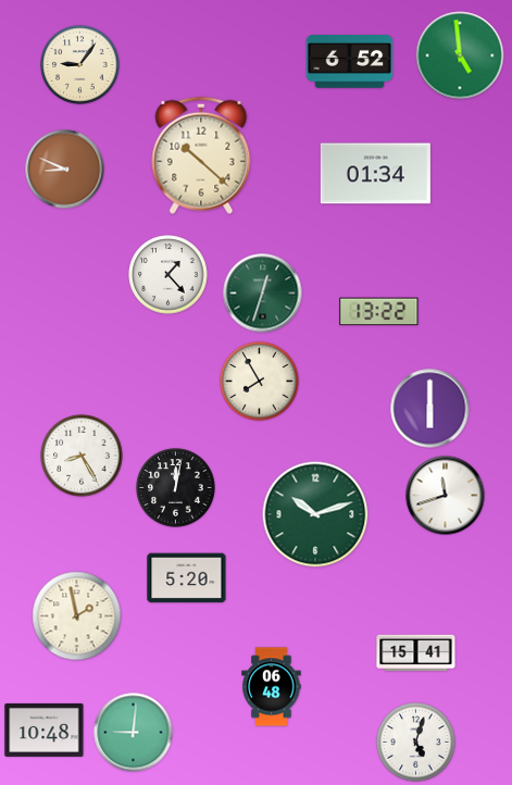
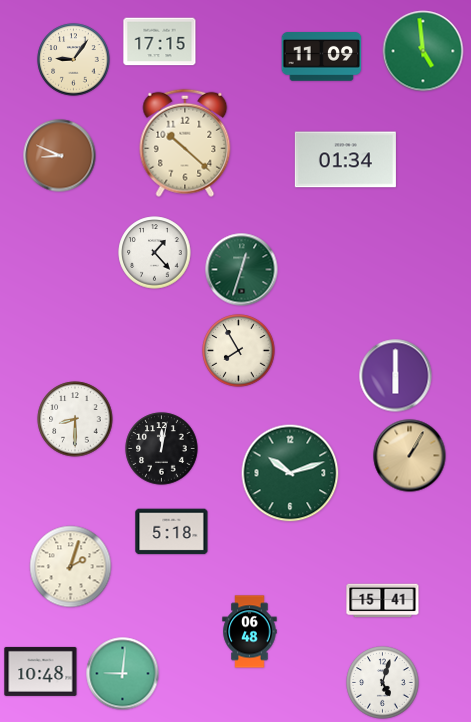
clock at (160, 42): none -> 17:15
clock at (350, 62): 6:52 -> 11:09
clock at (379, 312): 13:22 -> none
clock at (82, 456): 8:25 -> 8:30
clock at (446, 496): 11:42 -> 1:05
clock at (446, 496) dial: white -> champagne
clock at (187, 578): 5:20 -> 5:18
clock at (77, 616): 1:58 -> 2:03
